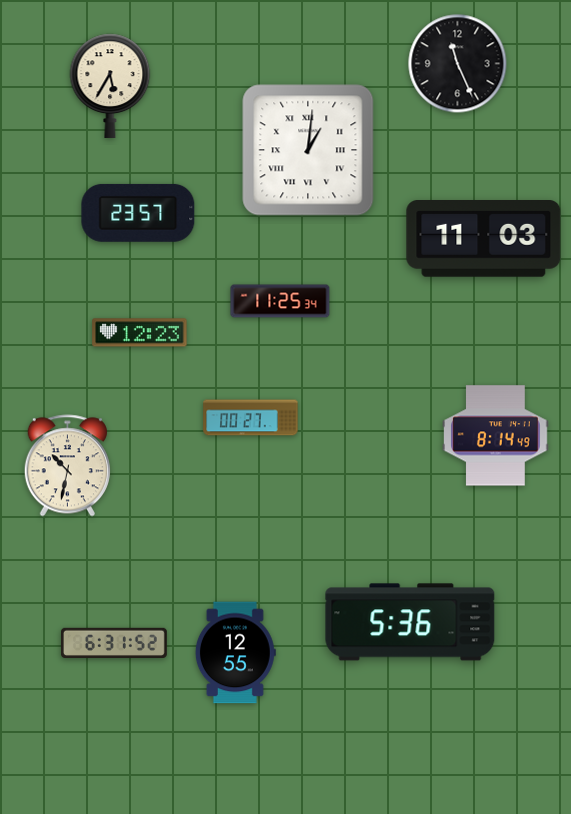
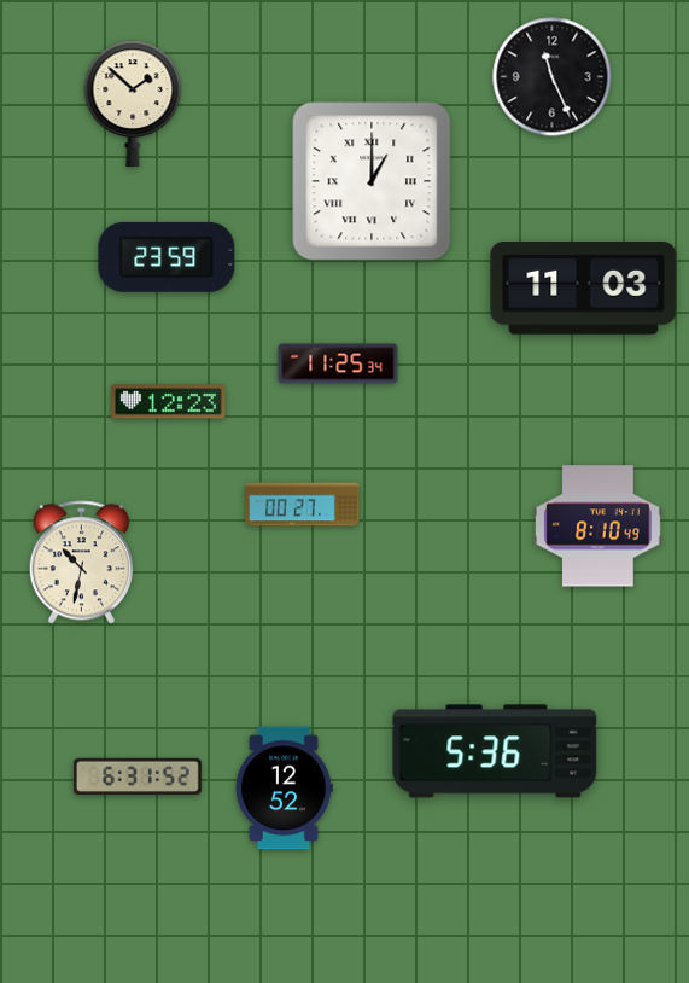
clock at (110, 86): 5:35 -> 1:52
clock at (308, 150): 1:01 -> 1:00
clock at (138, 213): 23:57 -> 23:59
clock at (496, 436): 8:14 -> 8:10
clock at (235, 653): 12:55 -> 12:52
